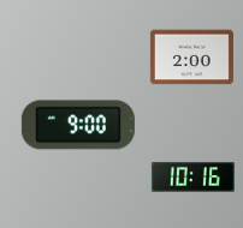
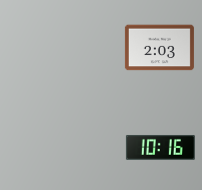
clock at (191, 58): 2:00 -> 2:03
clock at (78, 125): 9:00 -> none
